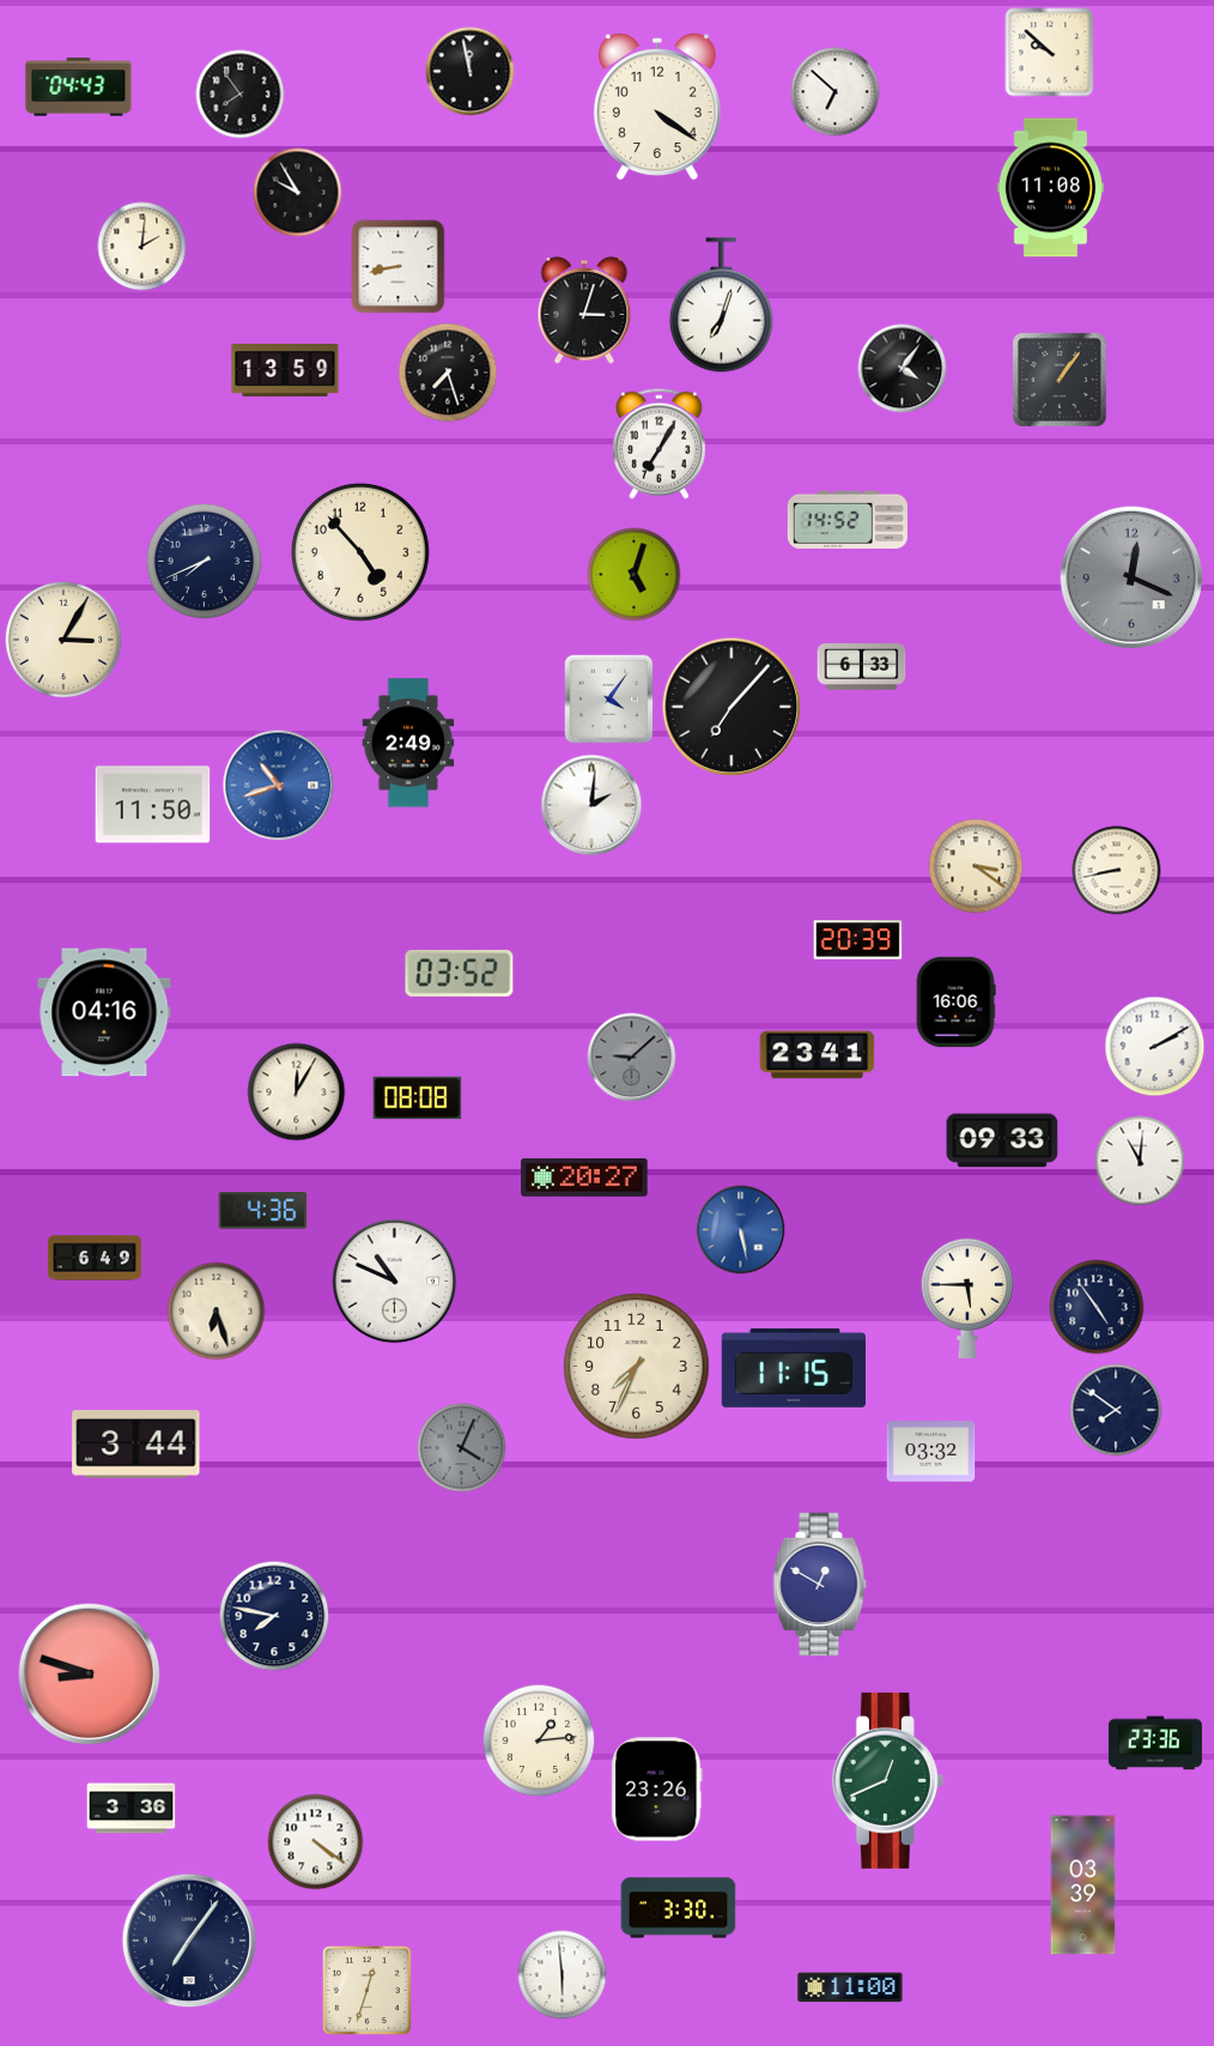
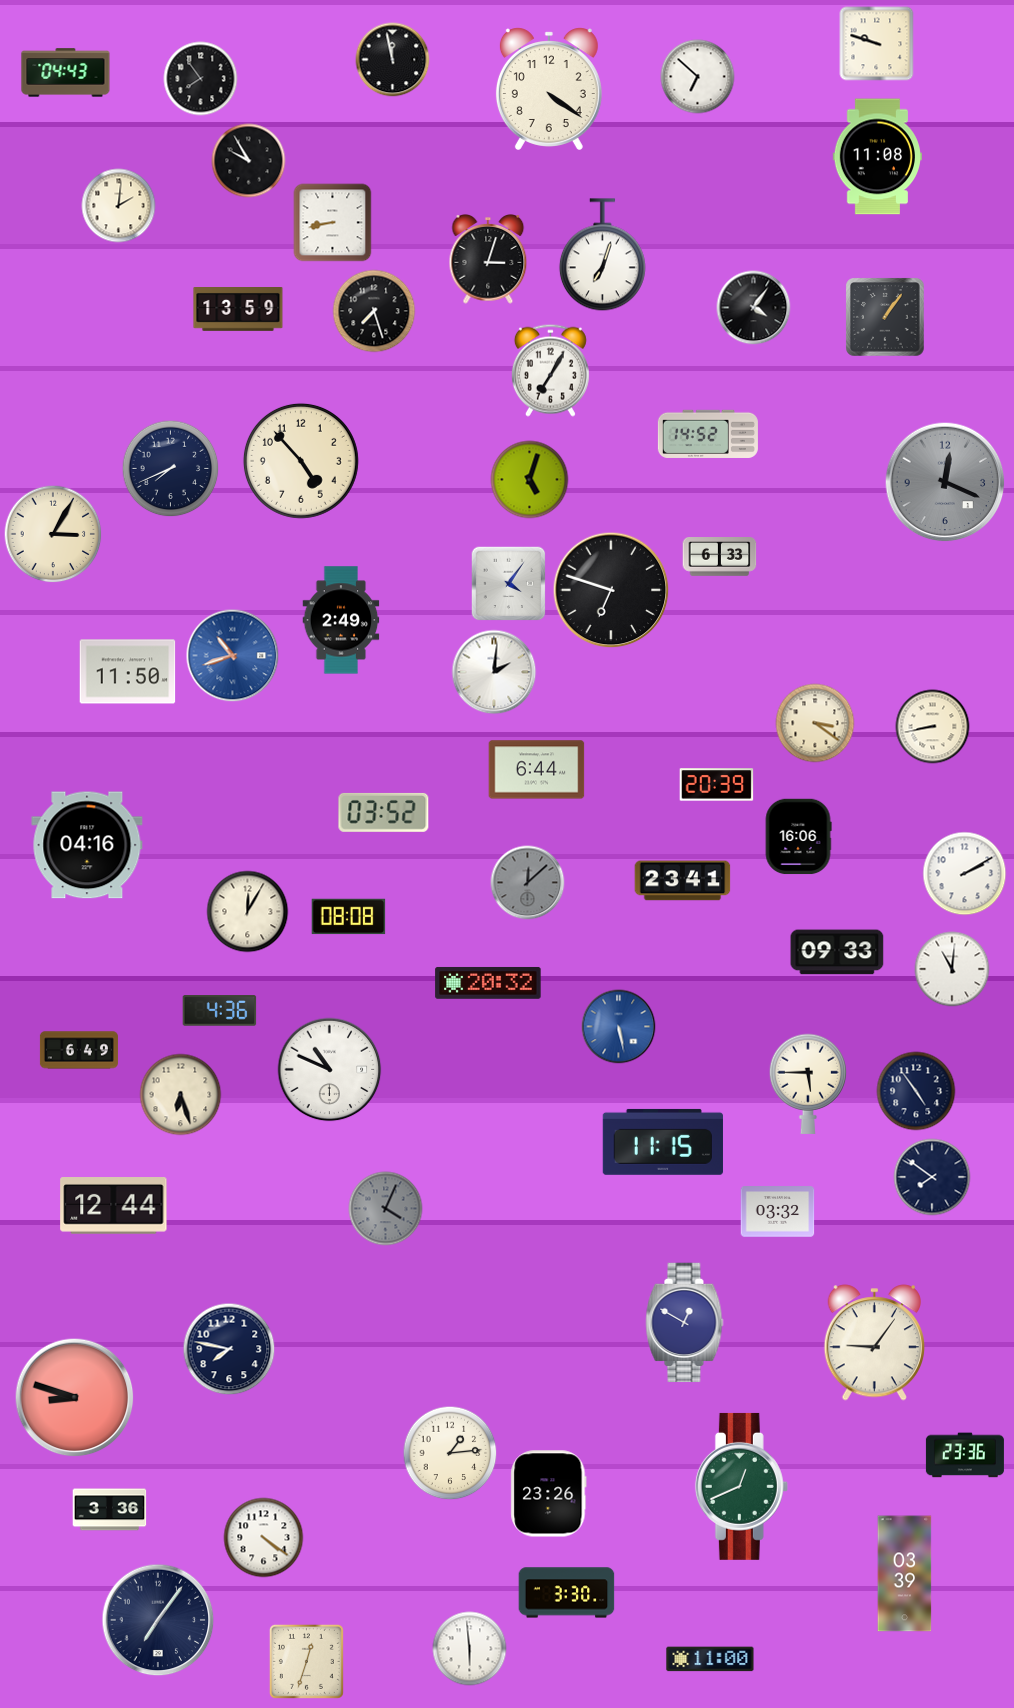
clock at (1050, 53): 9:52 -> 9:48
clock at (732, 707): 7:07 -> 6:48
clock at (537, 770): none -> 6:44
clock at (632, 1058): 9:08 -> 12:08
clock at (584, 1178): 20:27 -> 20:32
clock at (637, 1367): 7:34 -> none
clock at (136, 1445): 3:44 -> 12:44
clock at (874, 1343): none -> 9:06
